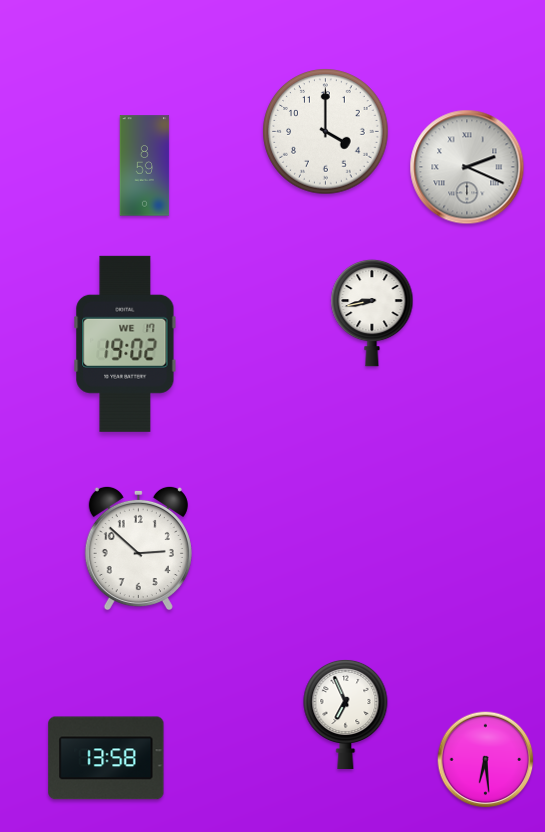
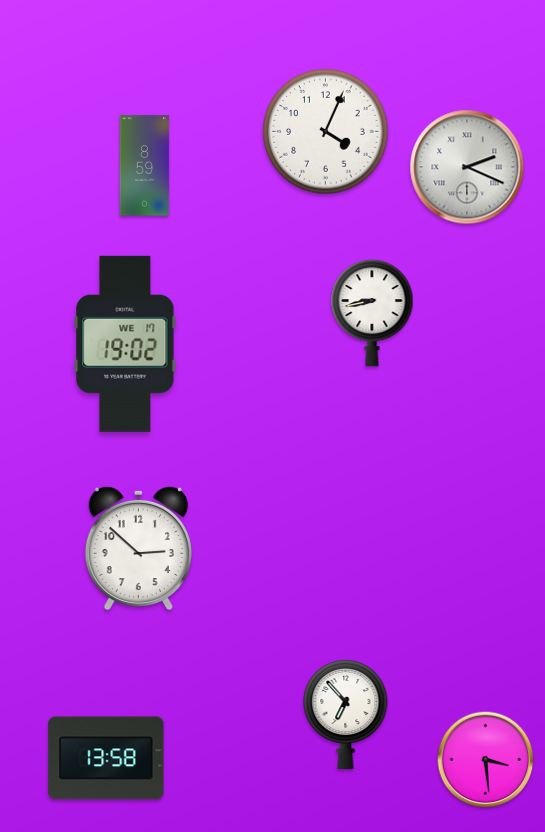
clock at (326, 132): 4:00 -> 4:04
clock at (346, 713): 6:56 -> 6:53
clock at (486, 760): 6:29 -> 3:29
